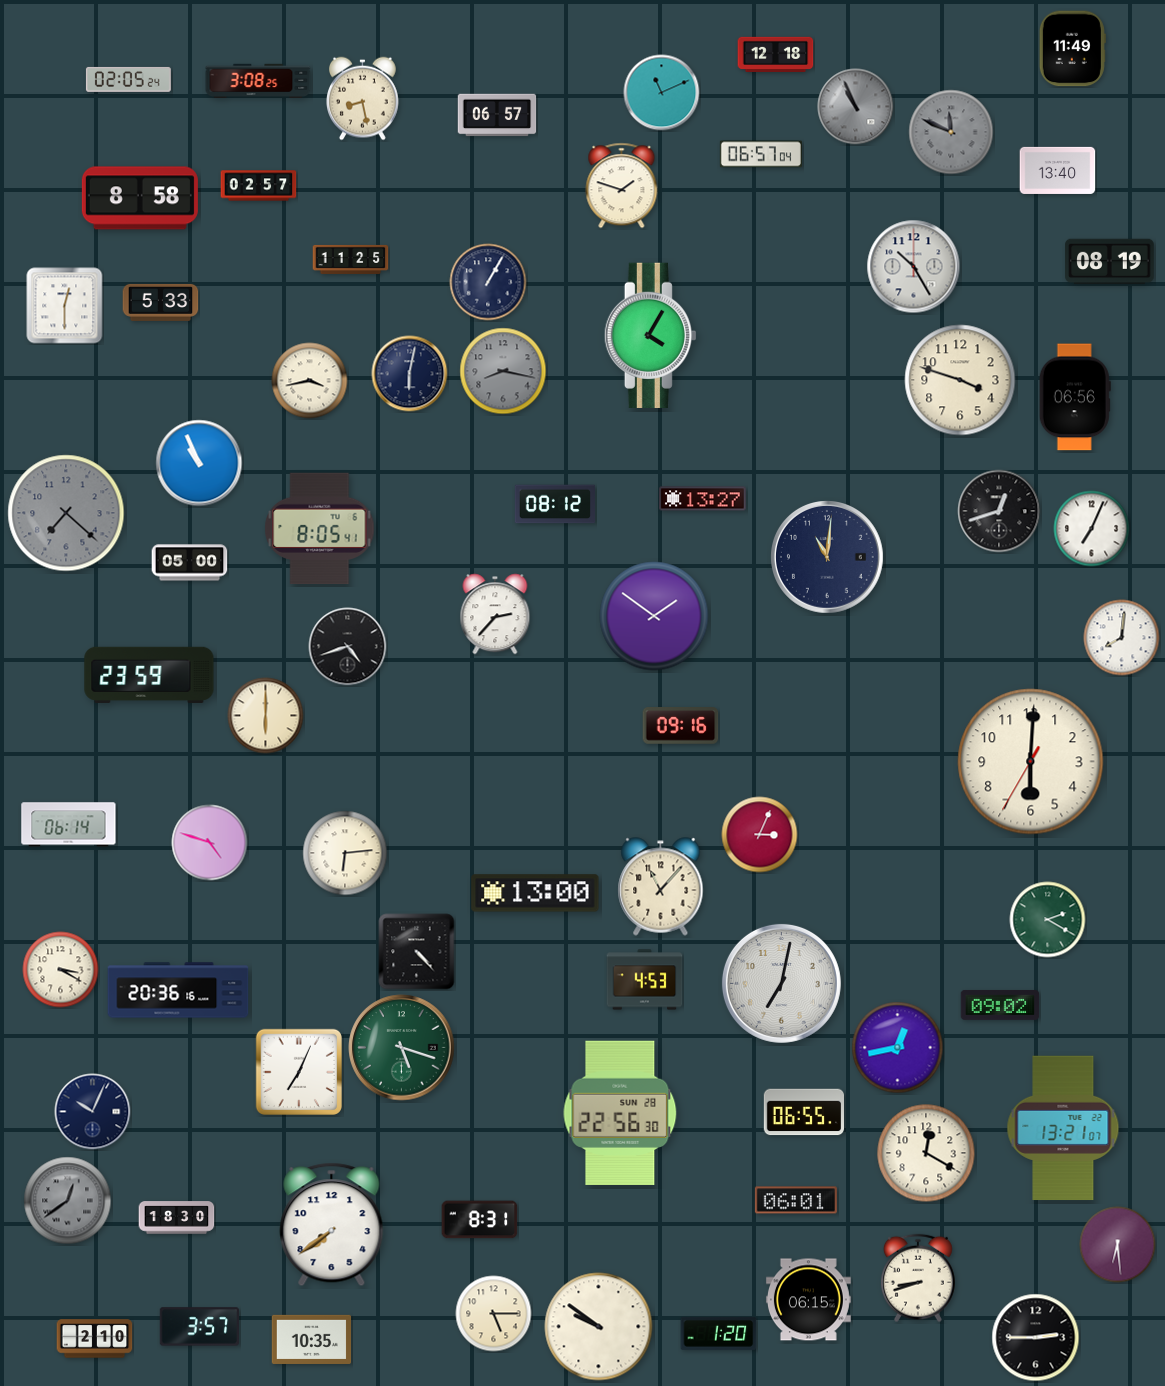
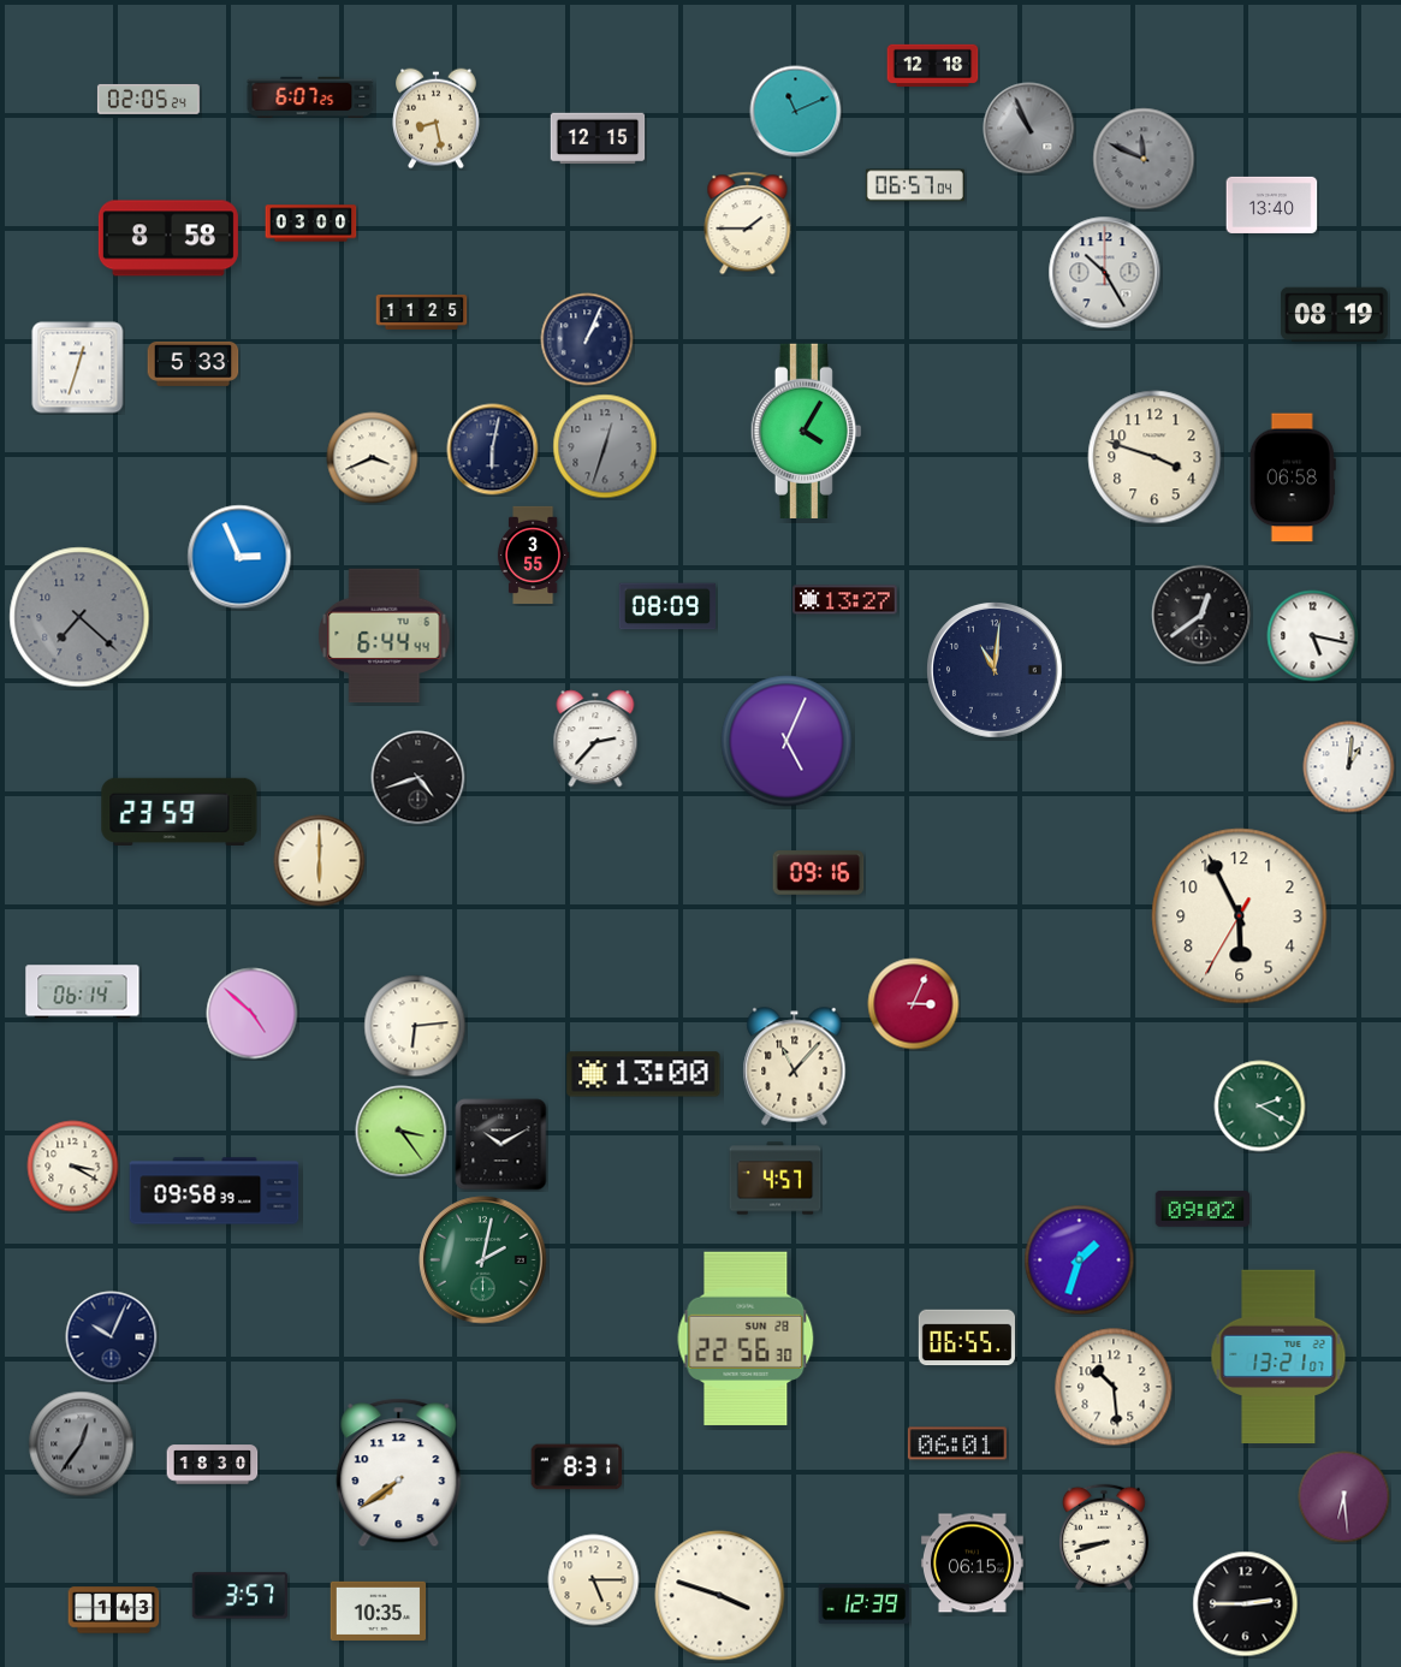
clock at (1072, 49): 11:49 -> none
clock at (128, 79) position: (128, 79) -> (148, 99)
clock at (258, 80): 3:08 -> 6:07
clock at (497, 115): 06:57 -> 12:15
clock at (259, 186): 02:57 -> 03:00
clock at (622, 186): 1:48 -> 1:45
clock at (914, 267) position: (914, 267) -> (1105, 273)
clock at (488, 282): 1:05 -> 1:04
clock at (65, 306): 12:30 -> 12:33
clock at (650, 335) position: (650, 335) -> (806, 431)
clock at (503, 371): 8:17 -> 12:33
clock at (310, 381): 3:43 -> 3:41
clock at (1075, 397): 06:56 -> 06:58
clock at (533, 554): none -> 3:55
clock at (199, 463): 10:56 -> 2:56
clock at (554, 504): 08:12 -> 08:09
clock at (999, 511): 12:42 -> 12:39
clock at (320, 529): 8:05 -> 6:44
clock at (1092, 529): 7:04 -> 5:17
clock at (190, 563): 05:00 -> none
clock at (654, 616): 1:51 -> 5:04
clock at (1122, 638): 8:01 -> 1:01
clock at (1031, 762): 6:00 -> 5:55
clock at (210, 843): 4:48 -> 4:52
clock at (402, 1132): none -> 3:24
clock at (417, 952): 4:23 -> 10:10
clock at (645, 980): 4:53 -> 4:57
clock at (781, 983): 7:02 -> none
clock at (178, 990): 20:36 -> 09:58
clock at (402, 1048): 5:18 -> 2:02
clock at (898, 1048): 12:43 -> 1:33
clock at (298, 1071): 7:04 -> none
clock at (926, 1153): 12:20 -> 10:29
clock at (68, 1201): 12:39 -> 12:36
clock at (599, 1327): 9:51 -> 3:48
clock at (719, 1333): 1:20 -> 12:39
clock at (1036, 1338) position: (1036, 1338) -> (1246, 1604)
clock at (95, 1339): 2:10 -> 1:43
clock at (312, 1339) position: (312, 1339) -> (379, 1610)
